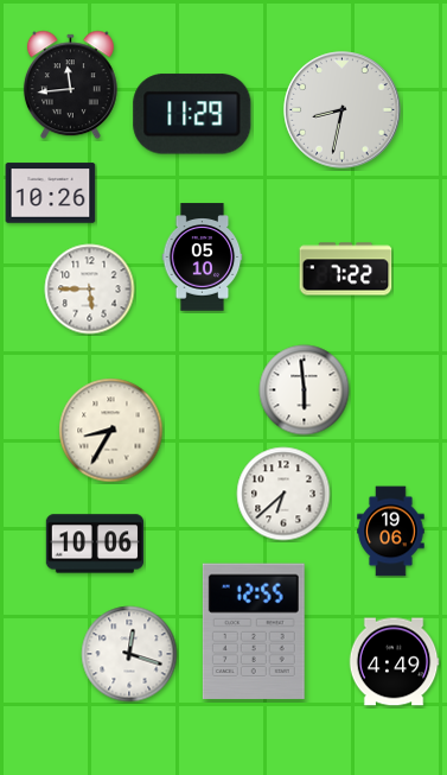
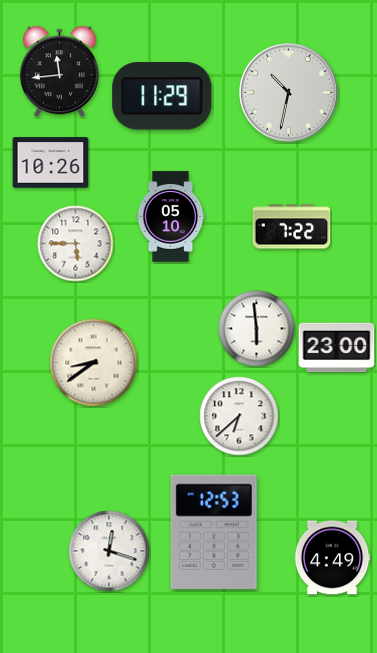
clock at (343, 110): 8:32 -> 10:32
clock at (51, 193) position: (51, 193) -> (51, 163)
clock at (337, 348): none -> 23:00
clock at (111, 431): 8:35 -> 8:39
clock at (391, 532): 19:06 -> none
clock at (95, 544): 10:06 -> none
clock at (254, 631): 12:55 -> 12:53
